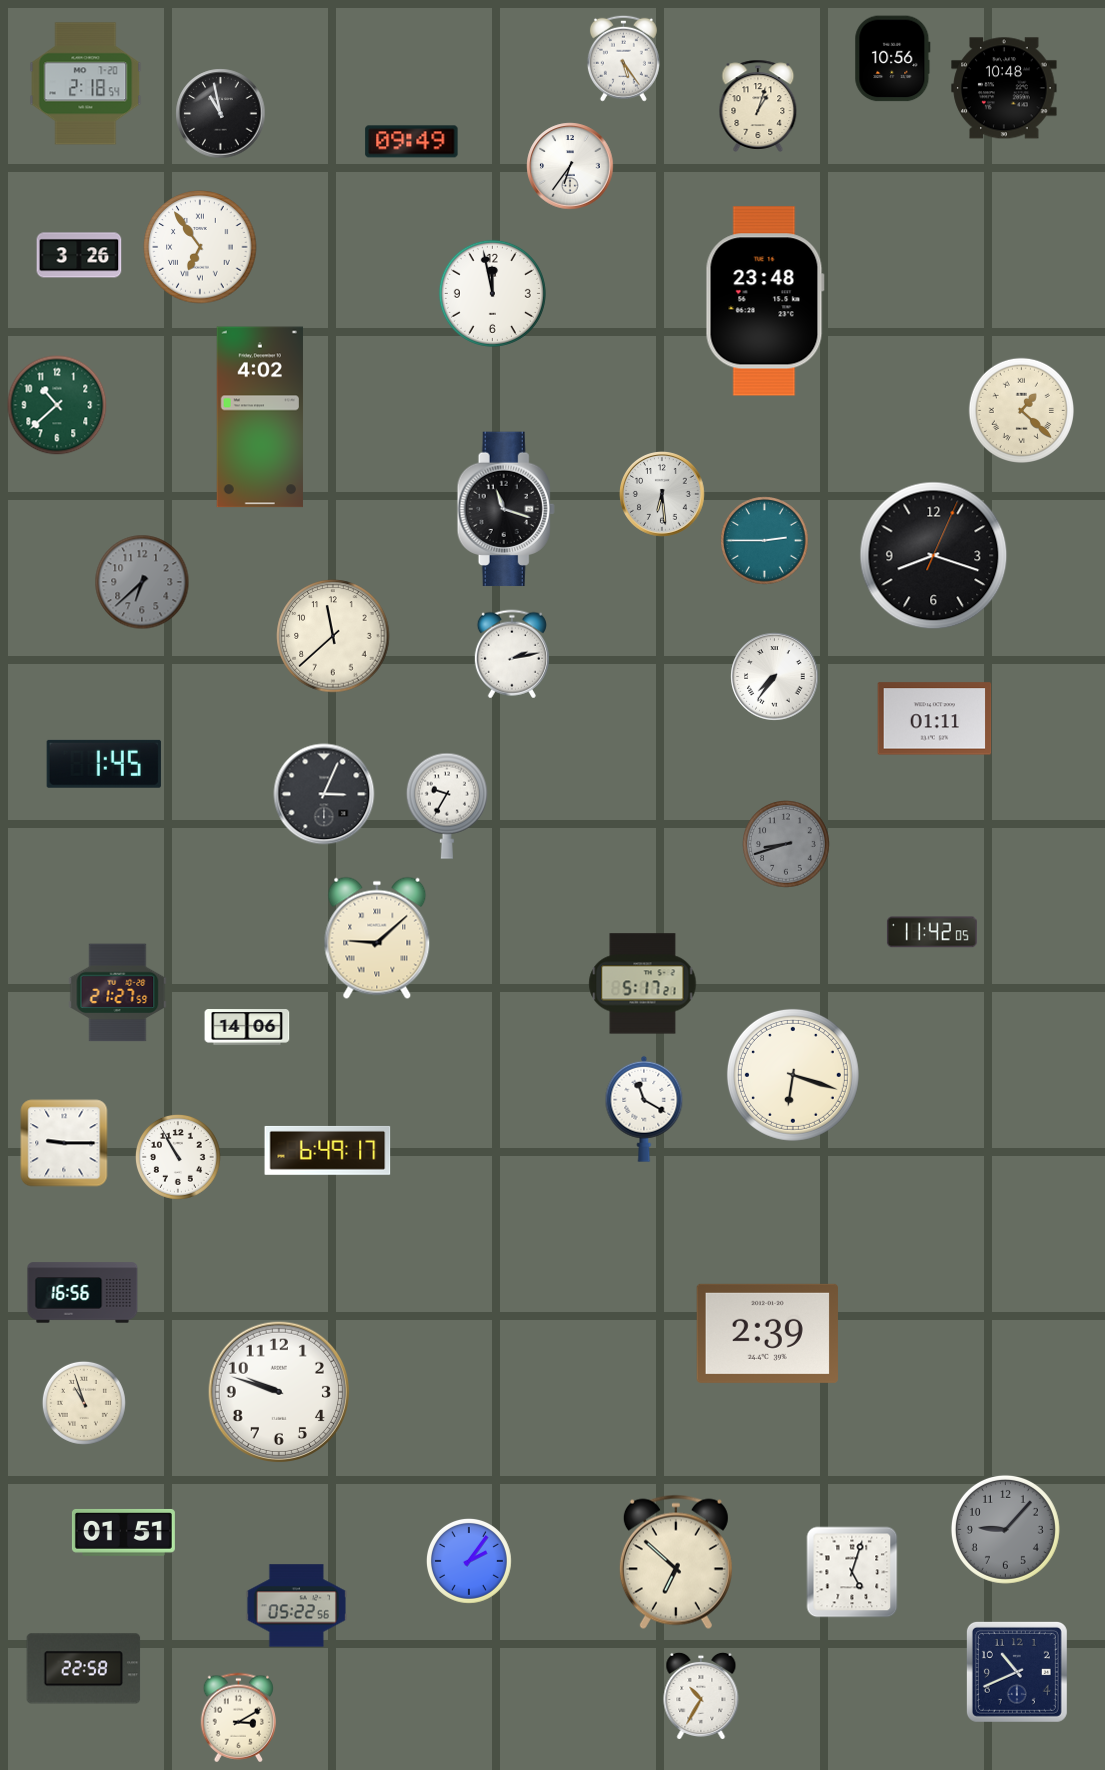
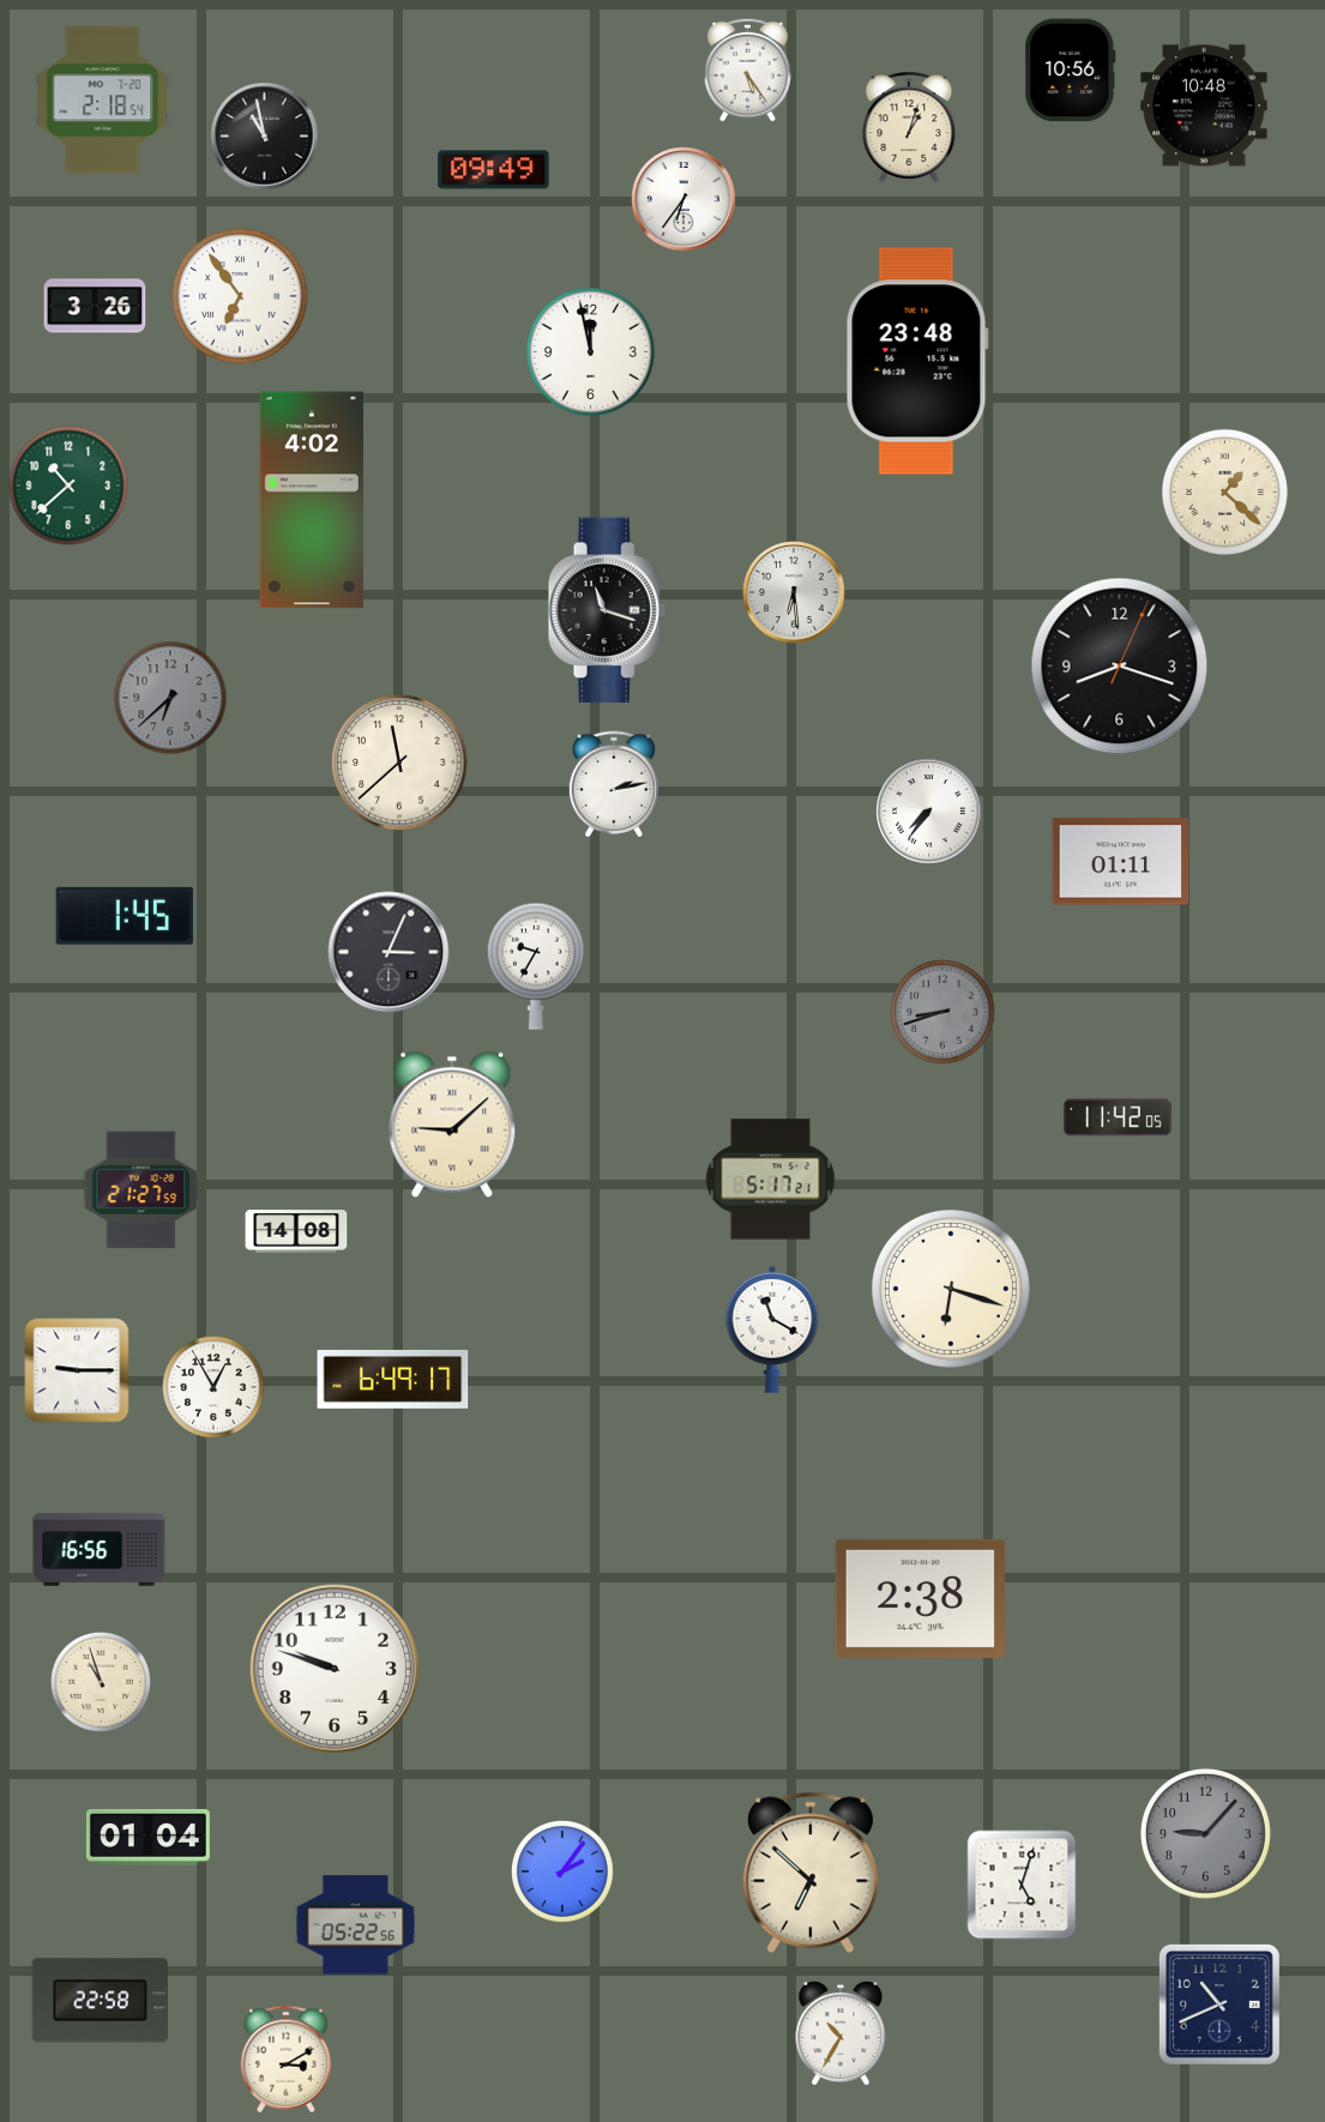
clock at (765, 541): 2:45 -> none
clock at (247, 1027): 14:06 -> 14:08
clock at (178, 1157): 10:55 -> 12:55
clock at (767, 1333): 2:39 -> 2:38
clock at (123, 1532): 01:51 -> 01:04
